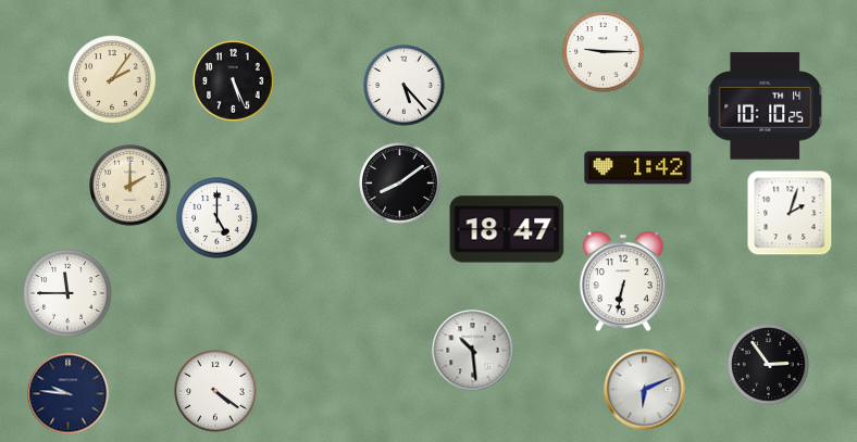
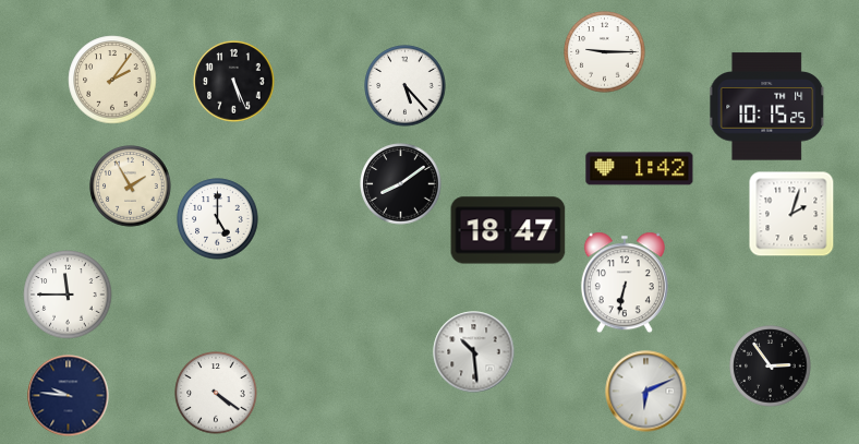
clock at (766, 106): 10:10 -> 10:15
clock at (131, 186): 2:00 -> 1:55
